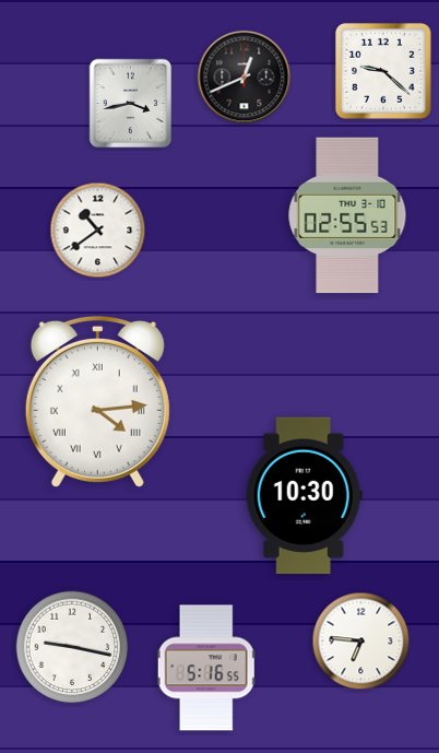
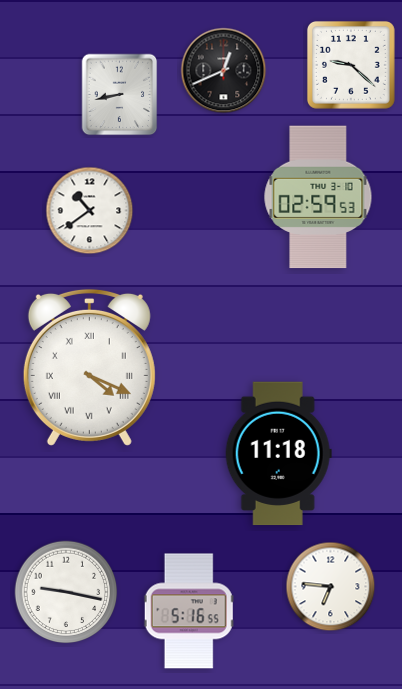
clock at (131, 104): 3:43 -> 8:43
clock at (347, 215): 02:55 -> 02:59
clock at (97, 401): 4:14 -> 4:19
clock at (304, 496): 10:30 -> 11:18
